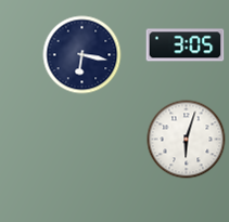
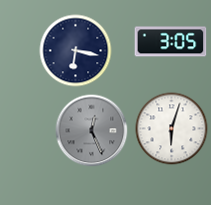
clock at (92, 131): none -> 12:26
